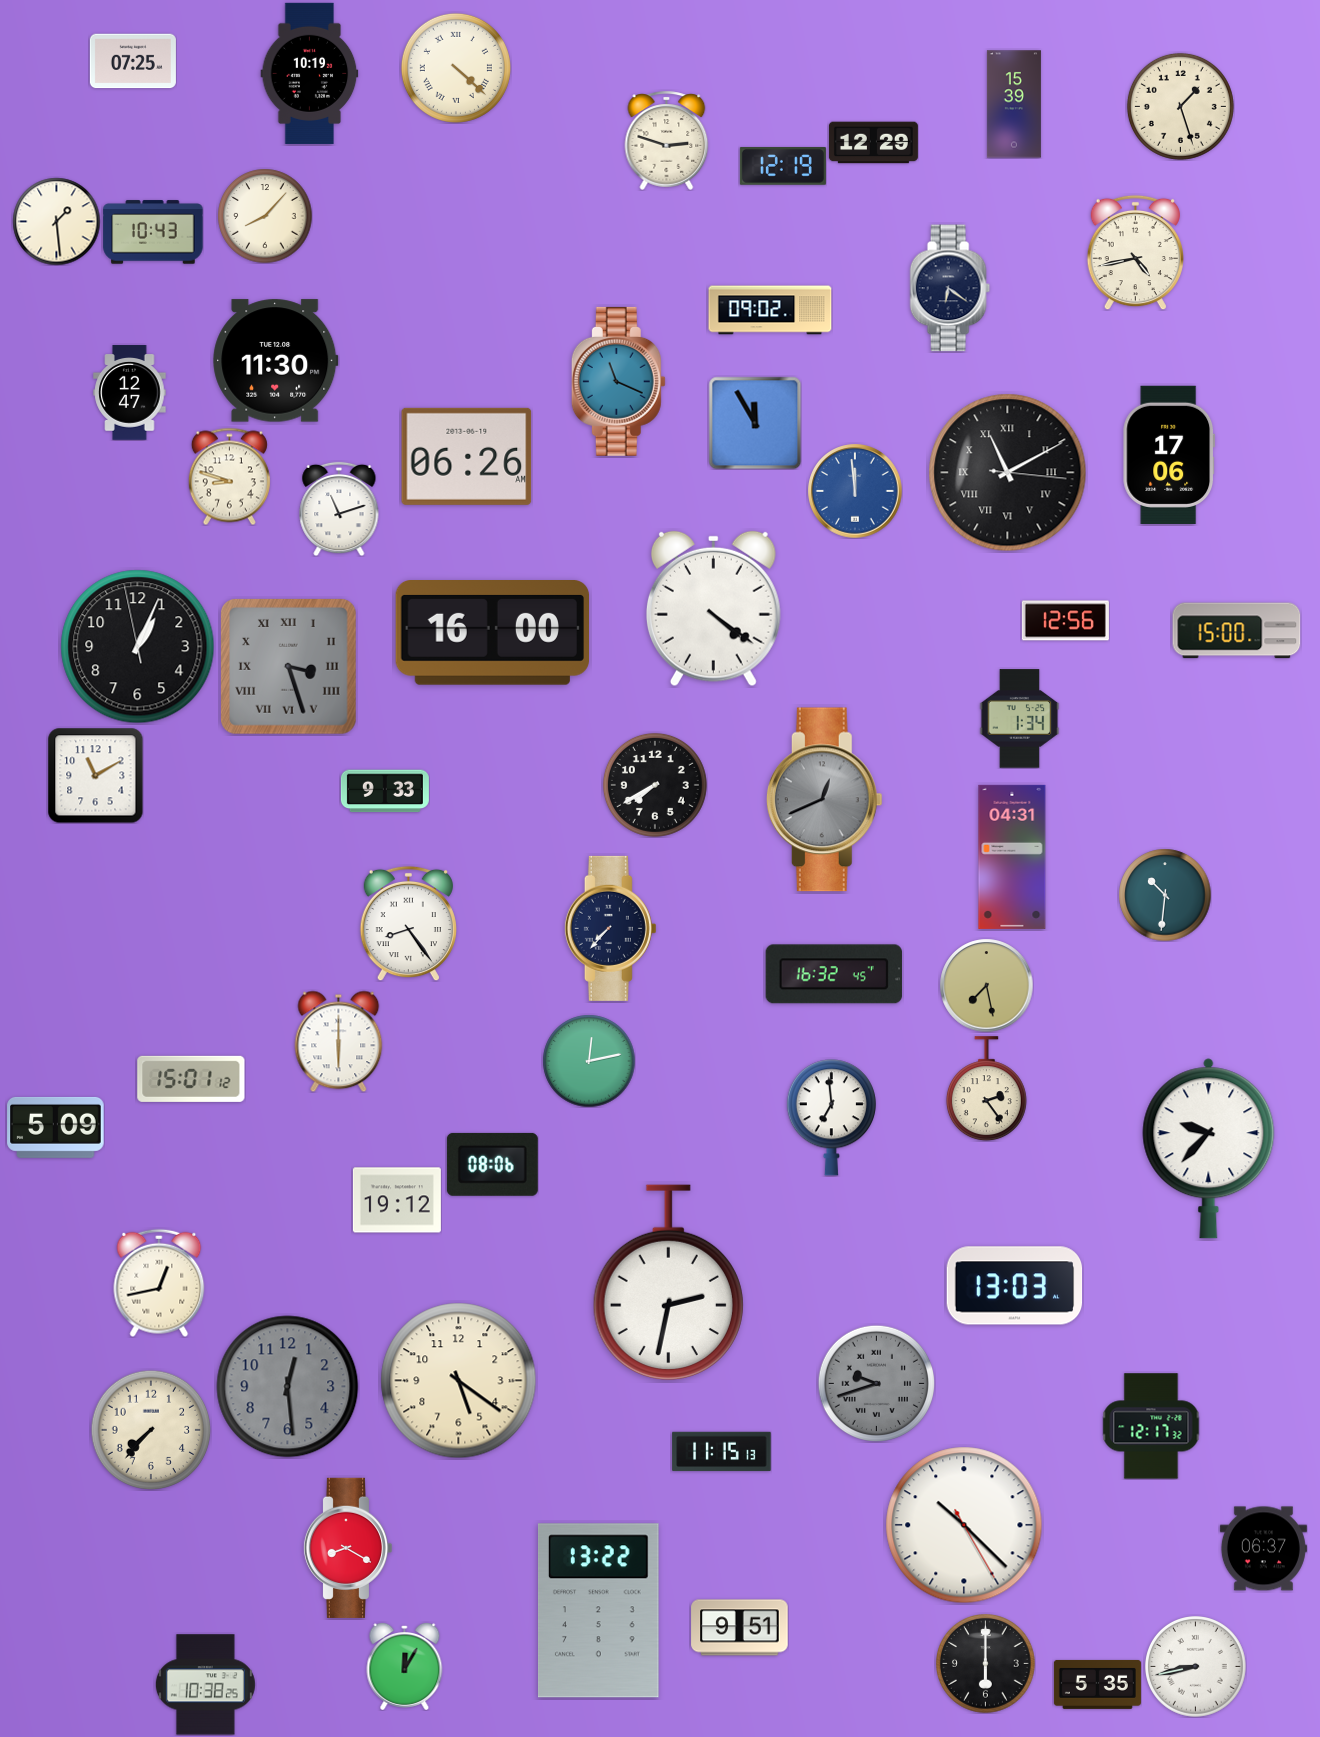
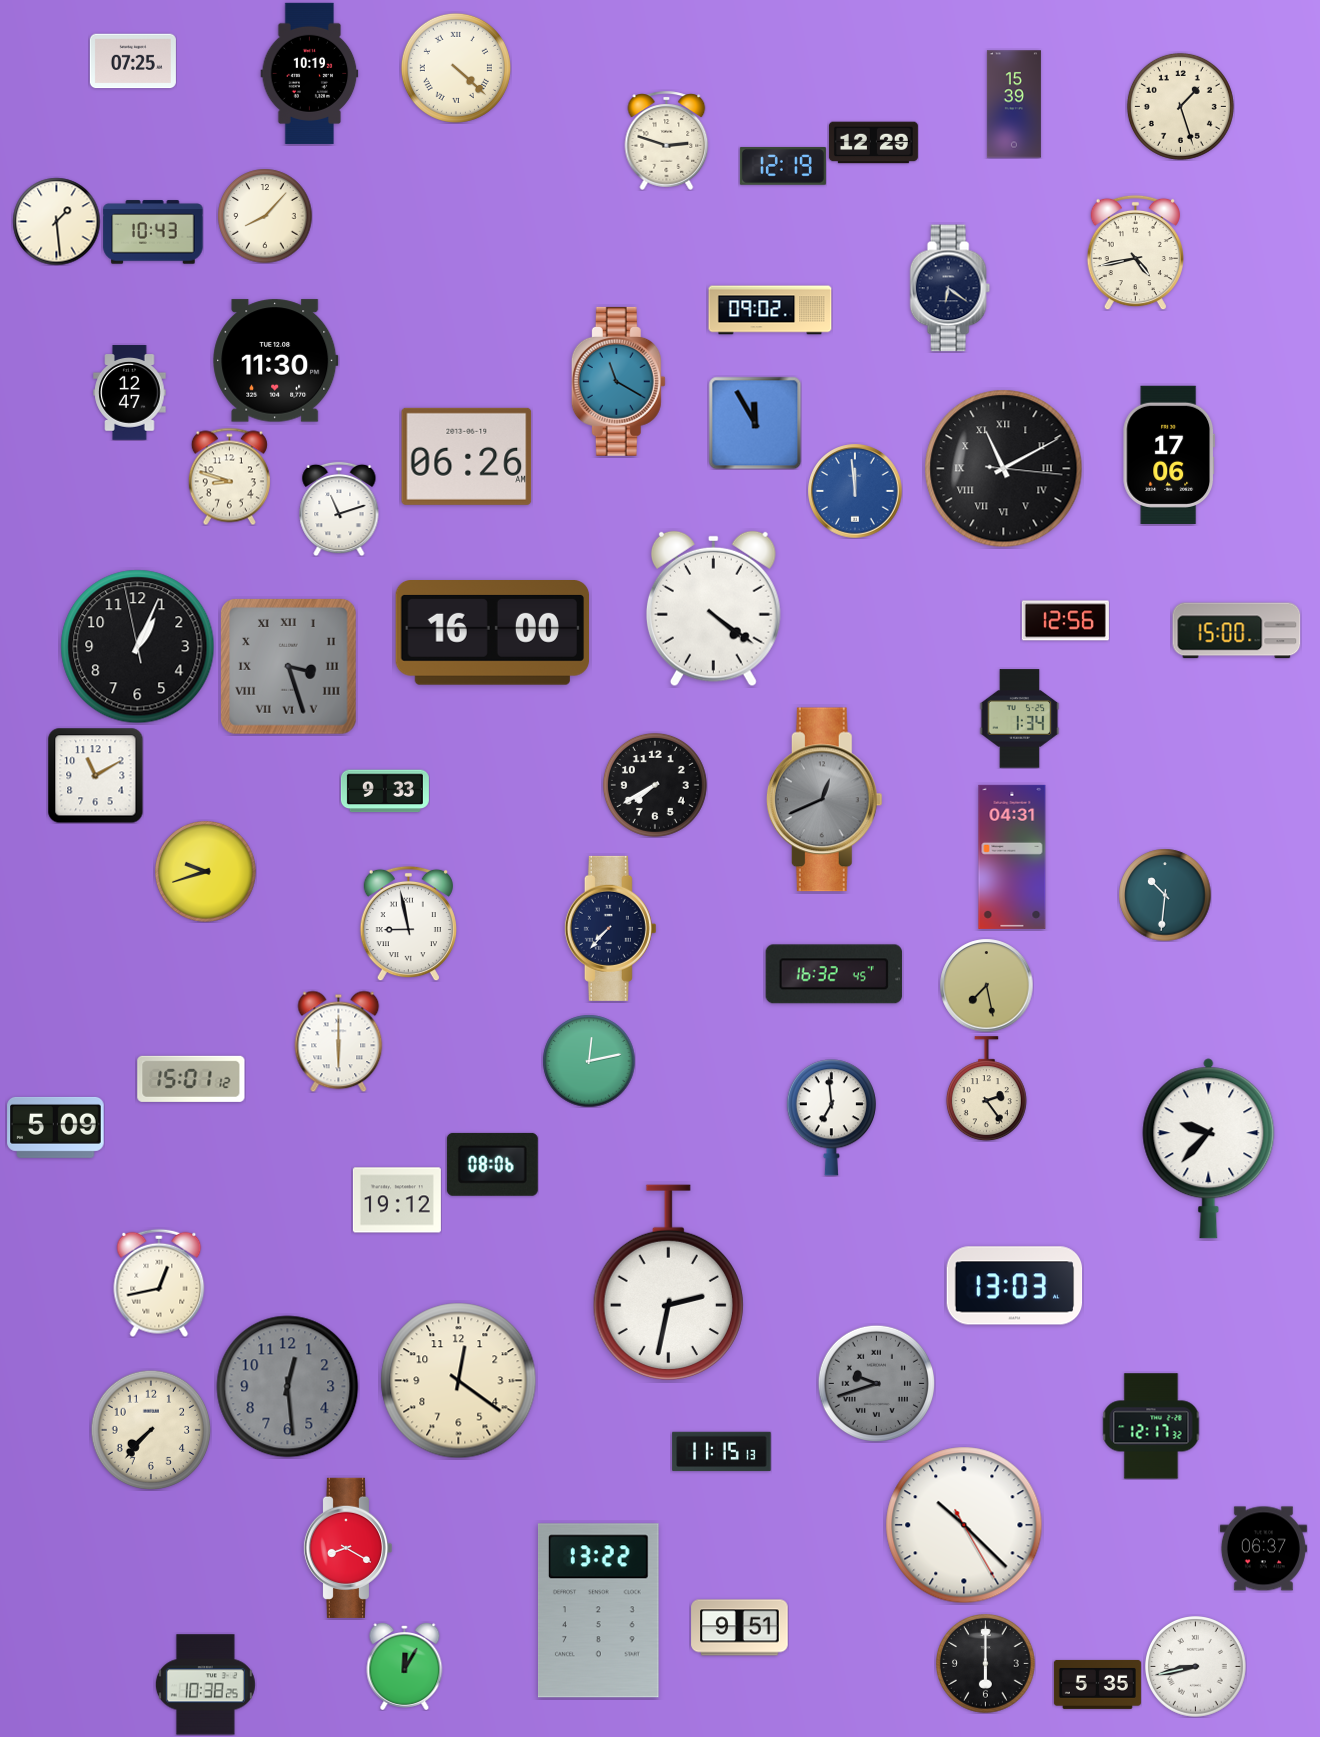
clock at (618, 381): 11:19 -> 11:20
clock at (1008, 473) position: (1008, 473) -> (1004, 469)
clock at (206, 872): none -> 9:42
clock at (408, 923): 8:24 -> 8:58
clock at (459, 1381): 5:21 -> 12:21
